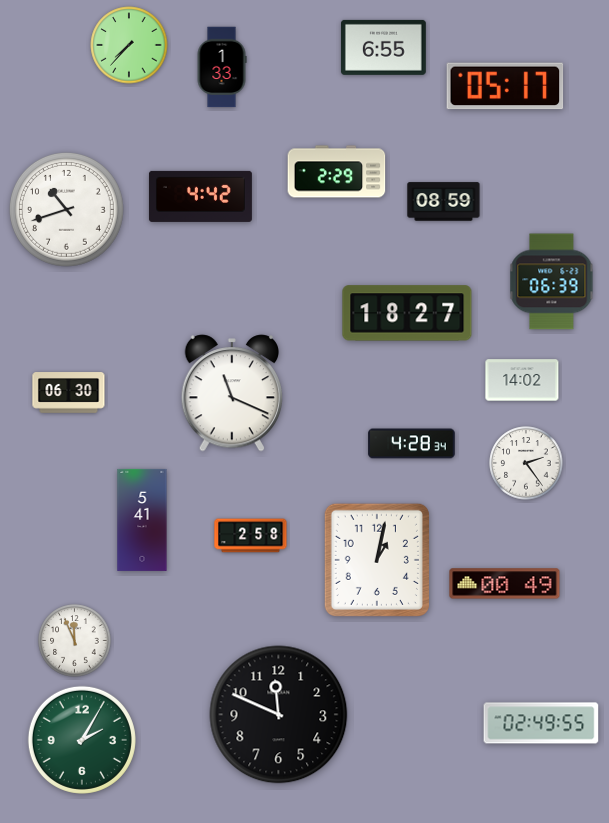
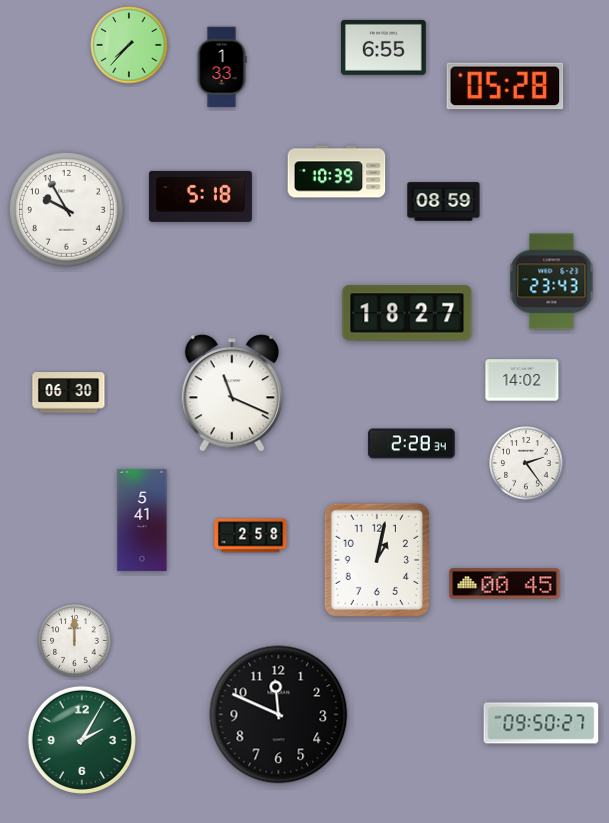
clock at (505, 86): 05:17 -> 05:28
clock at (337, 172): 2:29 -> 10:39
clock at (200, 196): 4:42 -> 5:18
clock at (66, 209): 10:42 -> 9:55
clock at (552, 282): 06:39 -> 23:43
clock at (412, 444): 4:28 -> 2:28
clock at (505, 584): 00:49 -> 00:45
clock at (75, 641): 11:56 -> 12:00
clock at (541, 723): 02:49 -> 09:50
